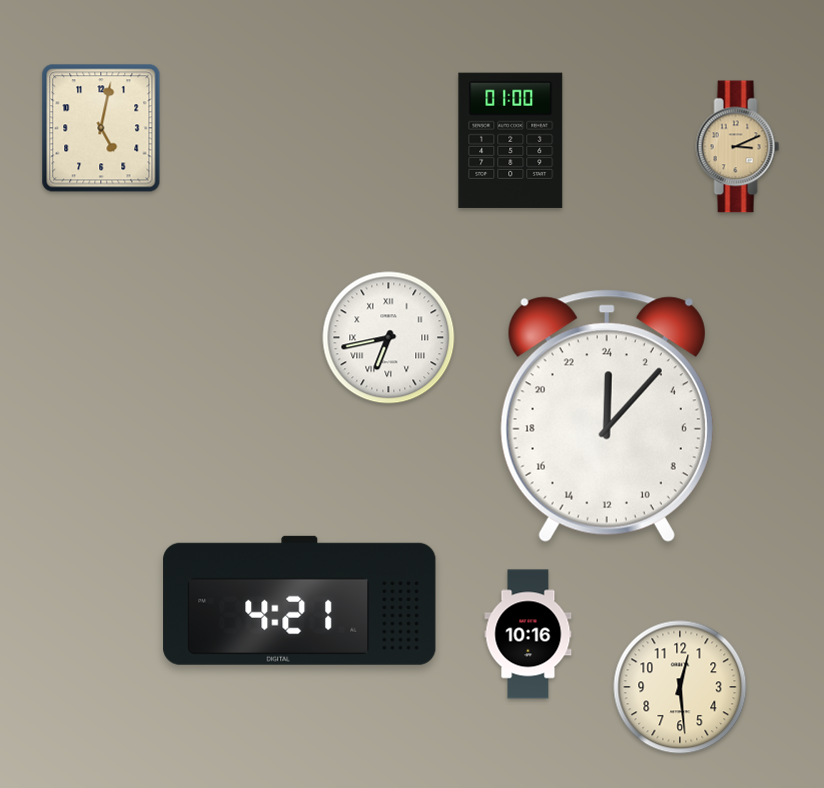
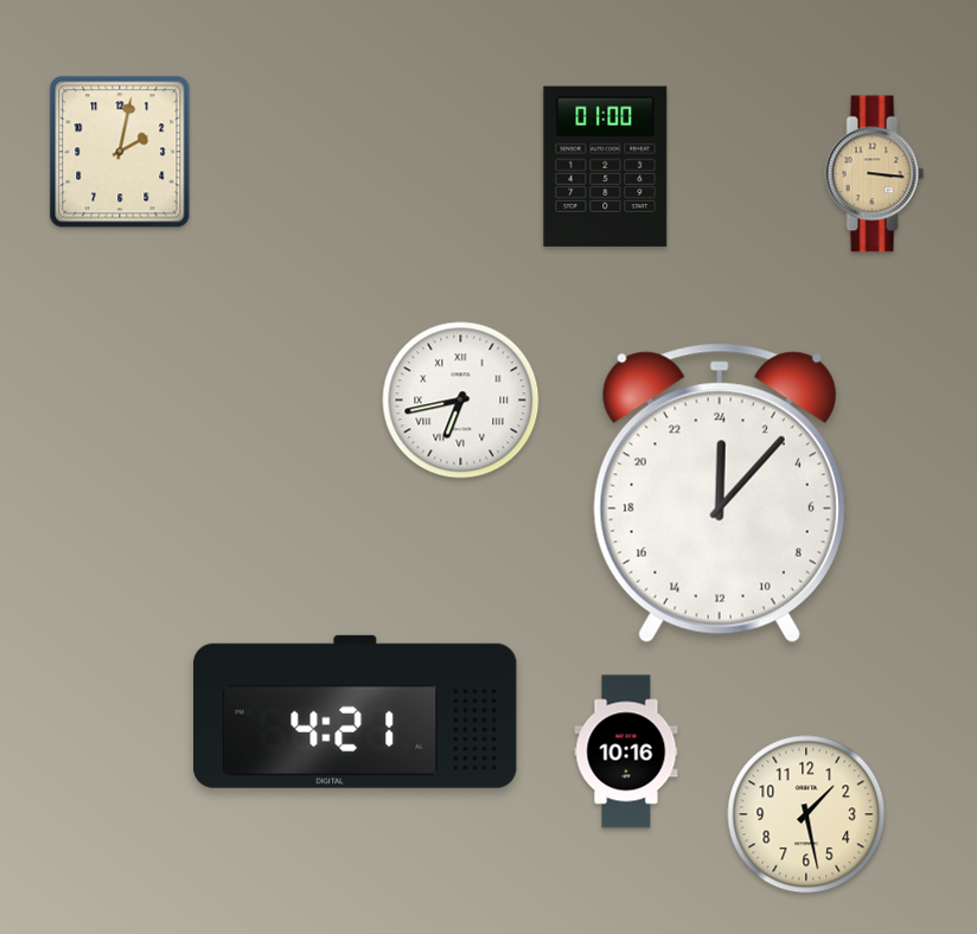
clock at (101, 128): 5:02 -> 2:02
clock at (738, 147): 3:11 -> 3:16
clock at (680, 687): 12:29 -> 1:28
